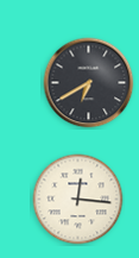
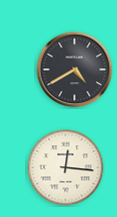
clock at (89, 83): 6:40 -> 4:40
